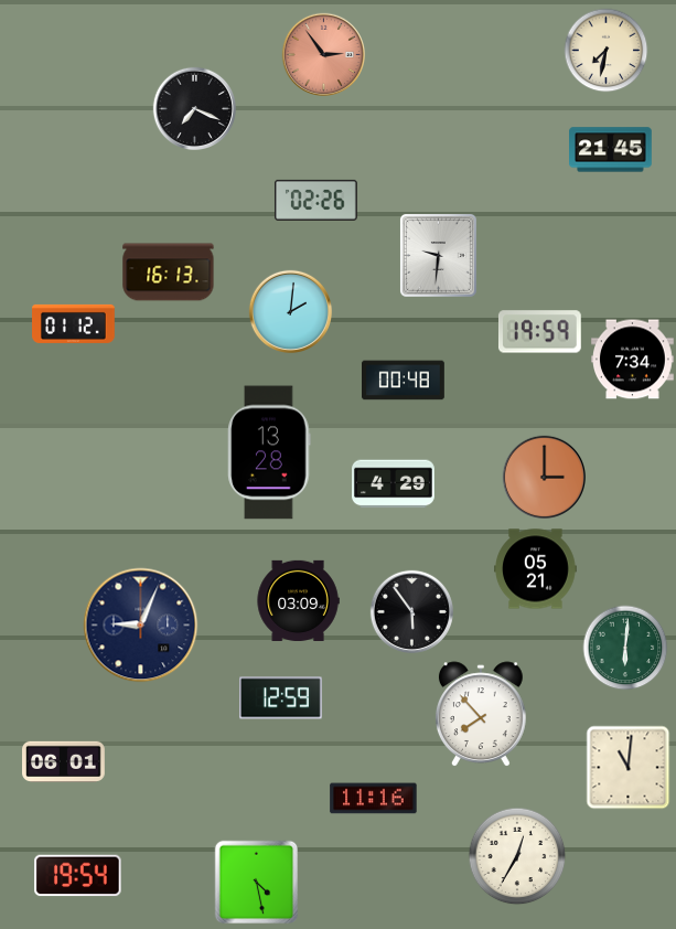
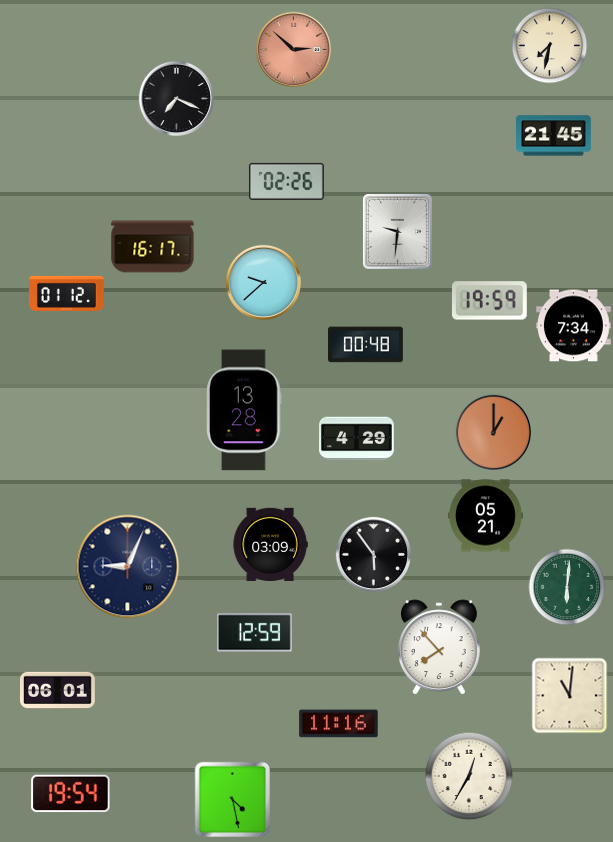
clock at (323, 54): 2:54 -> 2:52
clock at (169, 273): 16:13 -> 16:17
clock at (290, 311): 2:01 -> 9:38
clock at (544, 477): 3:00 -> 1:00
clock at (481, 714) position: (481, 714) -> (439, 647)
